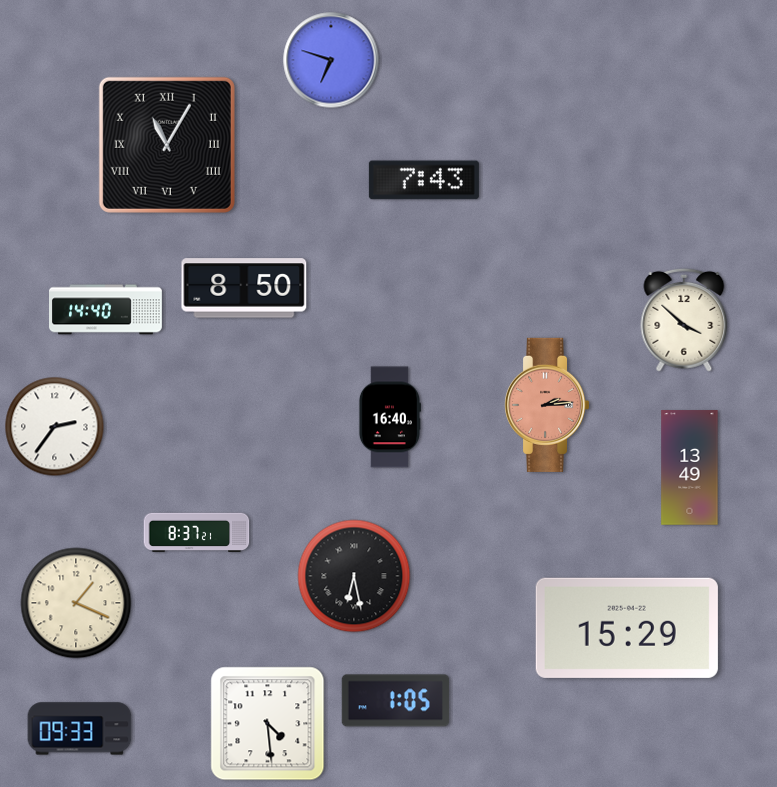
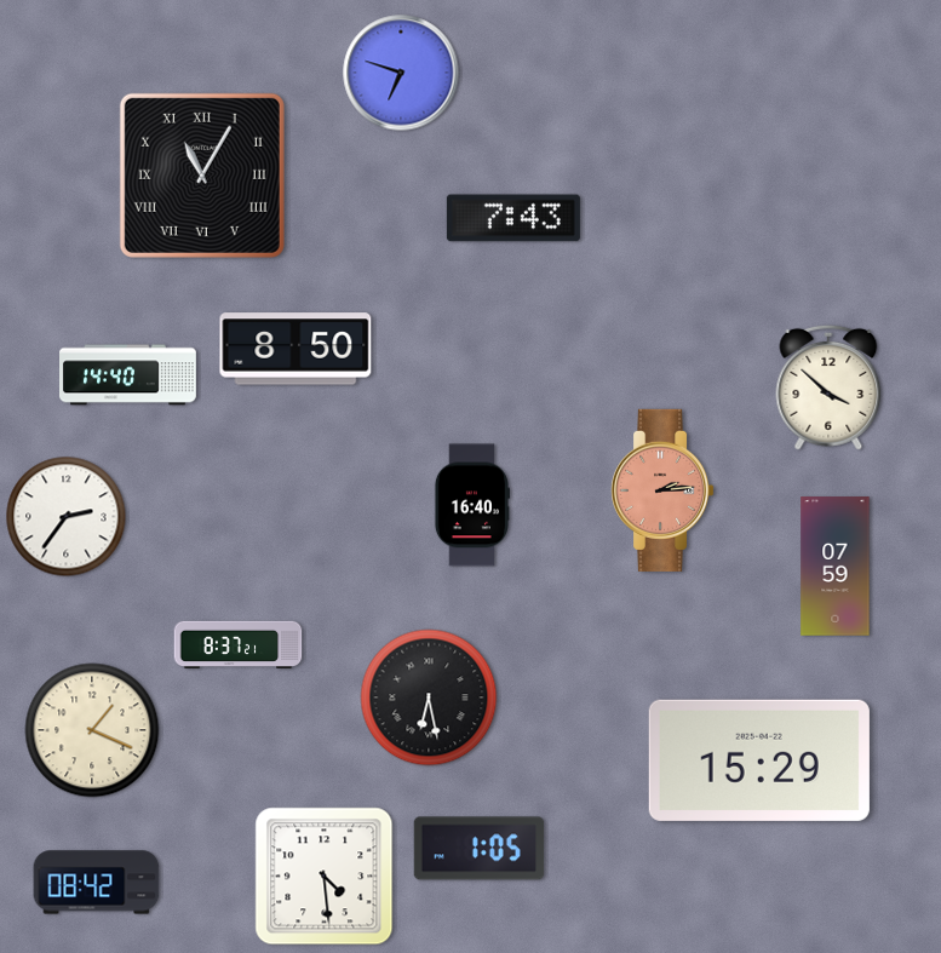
clock at (690, 468): 13:49 -> 07:59
clock at (80, 729): 09:33 -> 08:42
